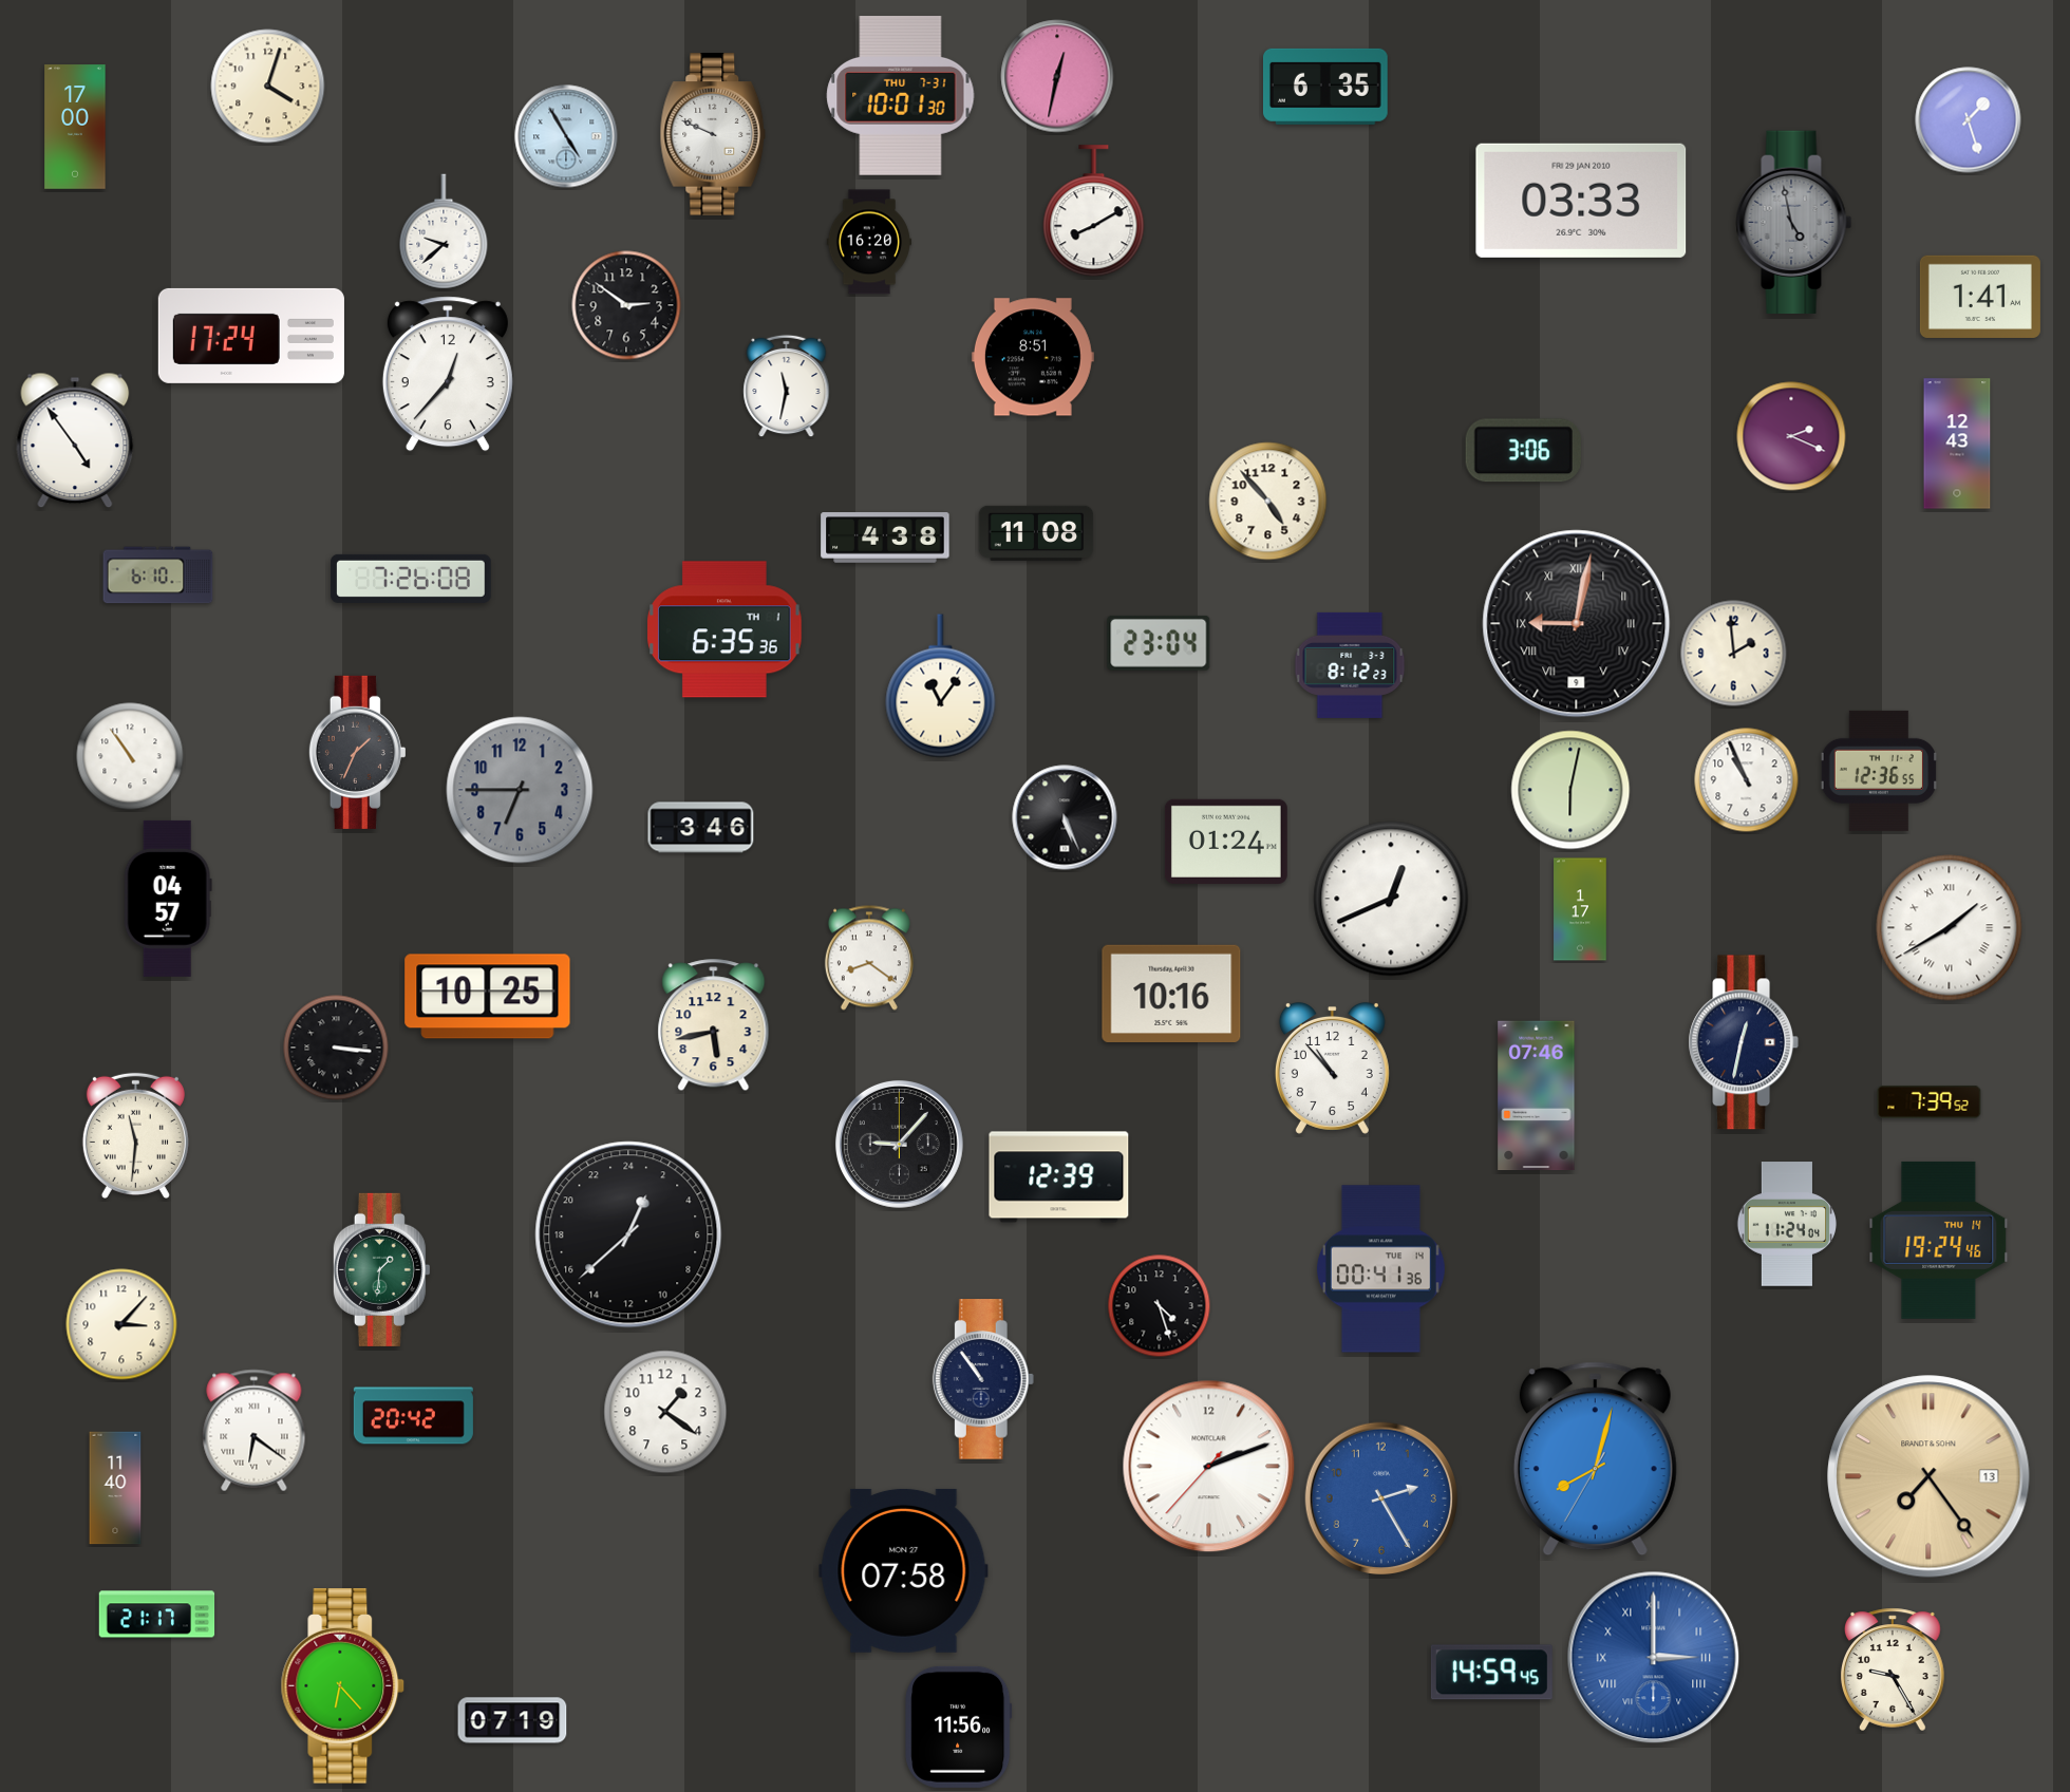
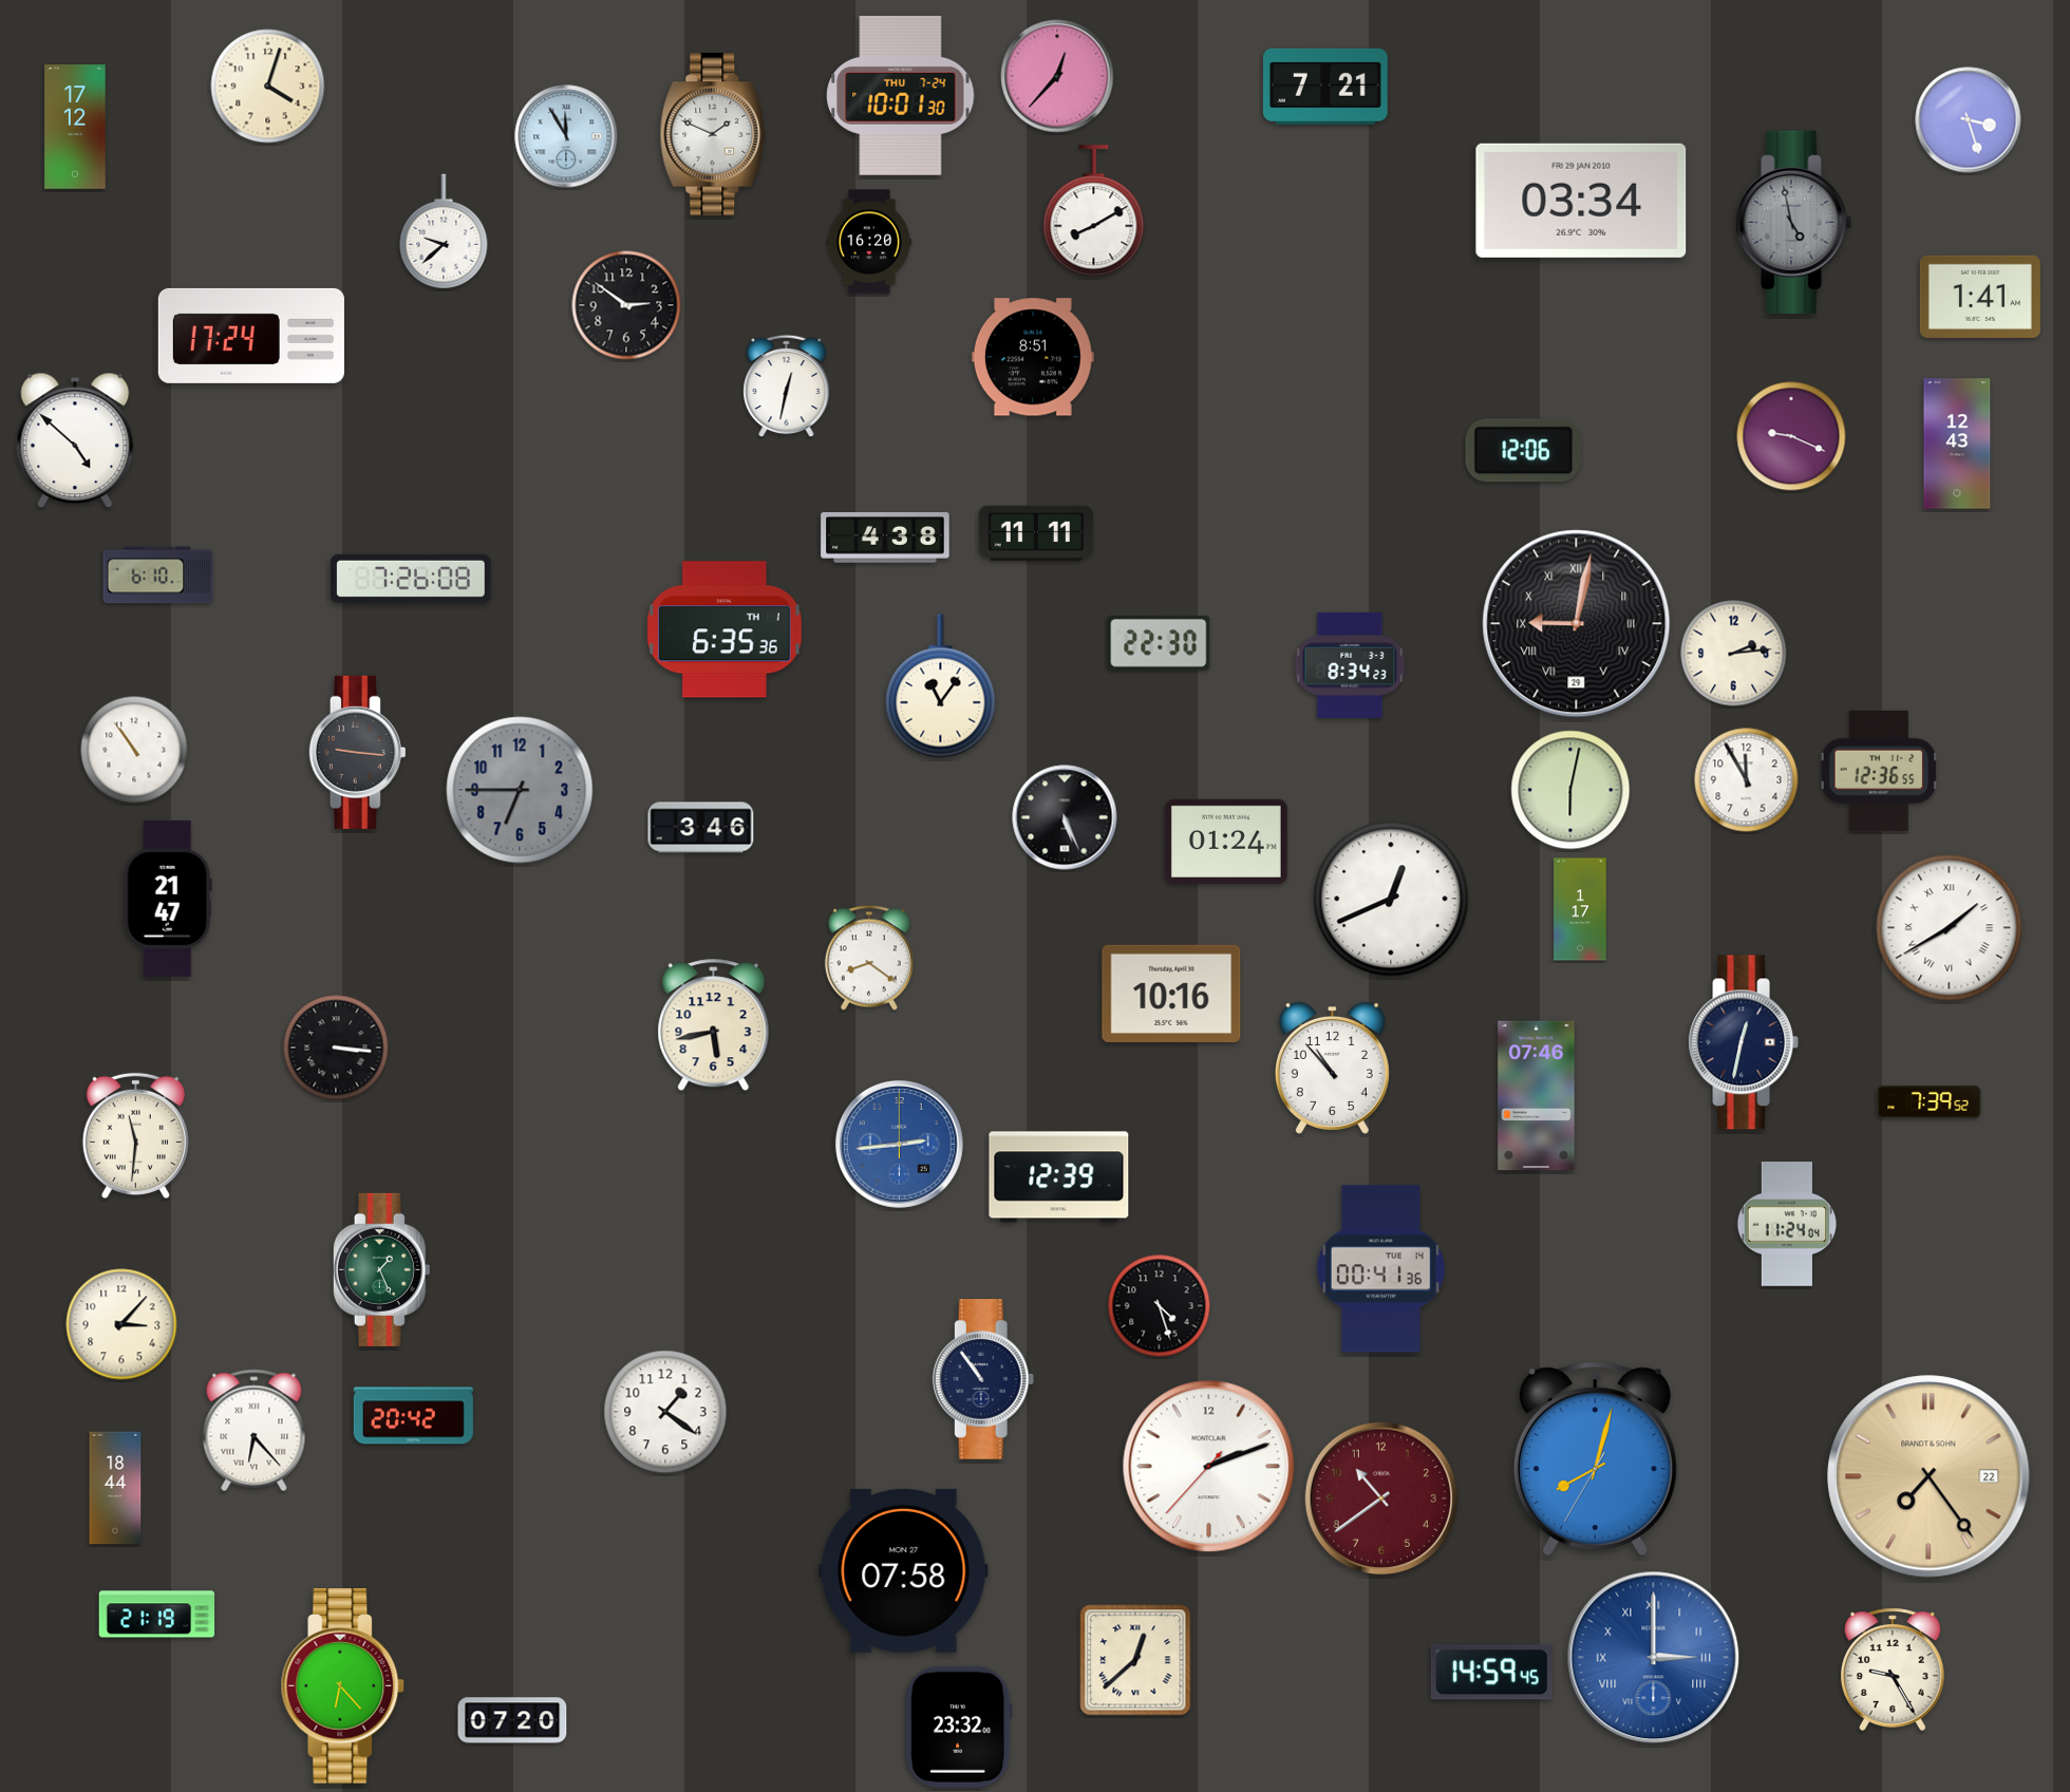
clock at (1057, 76): 12:32 -> 12:37
clock at (1325, 87): 6:35 -> 7:21
clock at (901, 95) date: THU 7-31 -> THU 7-24
clock at (1969, 120): 1:27 -> 3:27
clock at (75, 127): 17:00 -> 17:12
clock at (713, 134): 9:49 -> 1:49
clock at (566, 136): 4:55 -> 11:55
clock at (1581, 201): 03:33 -> 03:34
clock at (448, 374): 12:37 -> none
clock at (787, 386): 11:32 -> 12:32
clock at (1791, 436): 2:19 -> 9:19
clock at (75, 440): 4:54 -> 4:52
clock at (1523, 451): 3:06 -> 12:06
clock at (1268, 502): 4:53 -> none
clock at (1036, 533): 11:08 -> 11:11
clock at (1577, 624) date: 9 -> 29
clock at (1159, 643): 23:04 -> 22:30
clock at (1734, 654): 1:59 -> 2:14
clock at (1350, 665): 8:12 -> 8:34
clock at (357, 752): 1:34 -> 9:16
clock at (130, 756) position: (130, 756) -> (134, 750)
clock at (1747, 780): 10:56 -> 11:55
clock at (168, 899): 04:57 -> 21:47
clock at (488, 997): 10:25 -> none
clock at (899, 1144): 9:07 -> 2:44
clock at (899, 1144) dial: black -> blue
clock at (628, 1234): 1:38 -> none
clock at (1939, 1240): 19:24 -> none
clock at (381, 1269): 1:31 -> 1:26
clock at (255, 1431): 6:21 -> 6:23
clock at (1928, 1476) date: 13 -> 22
clock at (115, 1488): 11:40 -> 18:44
clock at (1380, 1497): 2:25 -> 10:39
clock at (1380, 1497) dial: blue -> burgundy
clock at (157, 1615): 21:17 -> 21:19
clock at (1135, 1660): none -> 12:38
clock at (512, 1720): 07:19 -> 07:20
clock at (959, 1727): 11:56 -> 23:32
